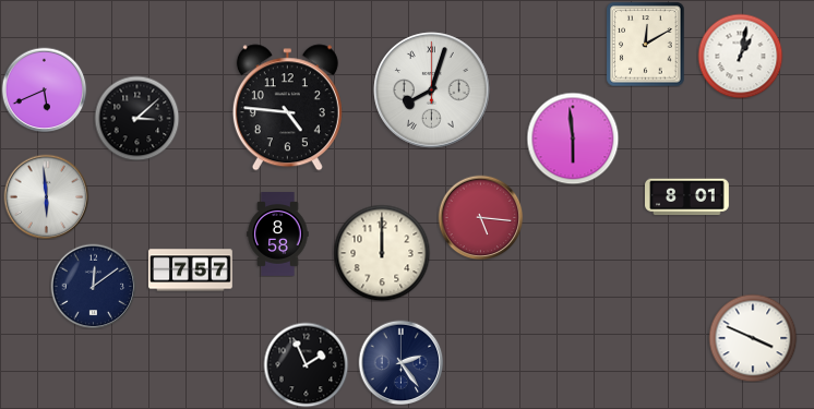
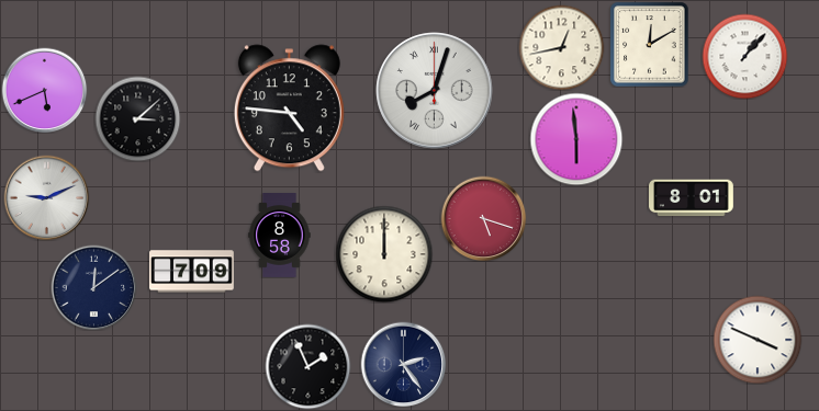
clock at (561, 47): none -> 12:43
clock at (740, 56): 1:02 -> 1:07
clock at (46, 196): 5:59 -> 9:11
clock at (480, 217): 5:16 -> 5:18
clock at (191, 270): 7:57 -> 7:09
